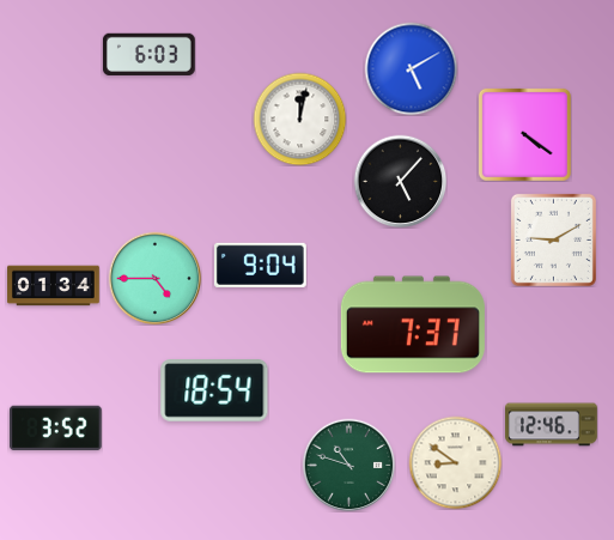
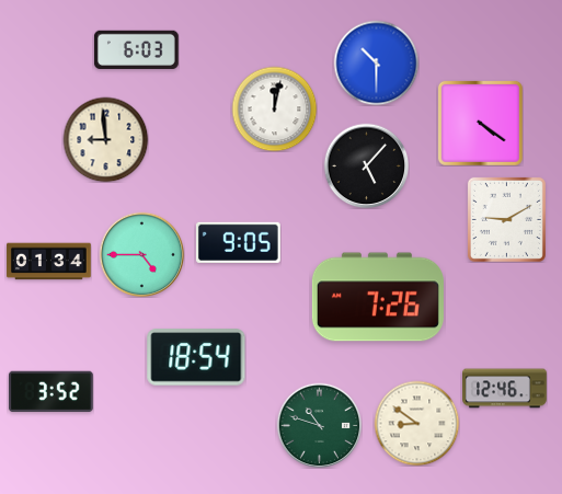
clock at (411, 68): 5:10 -> 10:30
clock at (105, 139): none -> 8:59
clock at (260, 265): 9:04 -> 9:05
clock at (413, 324): 7:37 -> 7:26
